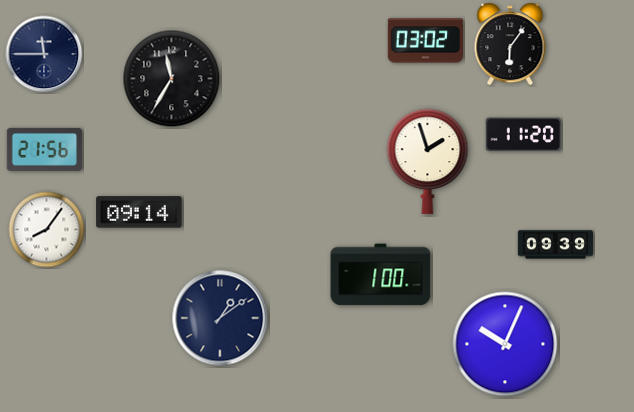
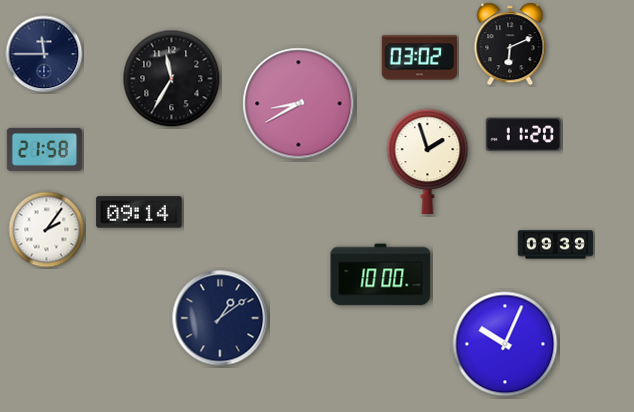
clock at (425, 41) position: (425, 41) -> (419, 58)
clock at (510, 44): 6:06 -> 6:11
clock at (299, 104): none -> 8:40
clock at (45, 149): 21:56 -> 21:58
clock at (47, 230): 8:06 -> 2:06
clock at (381, 275): 1:00 -> 10:00
